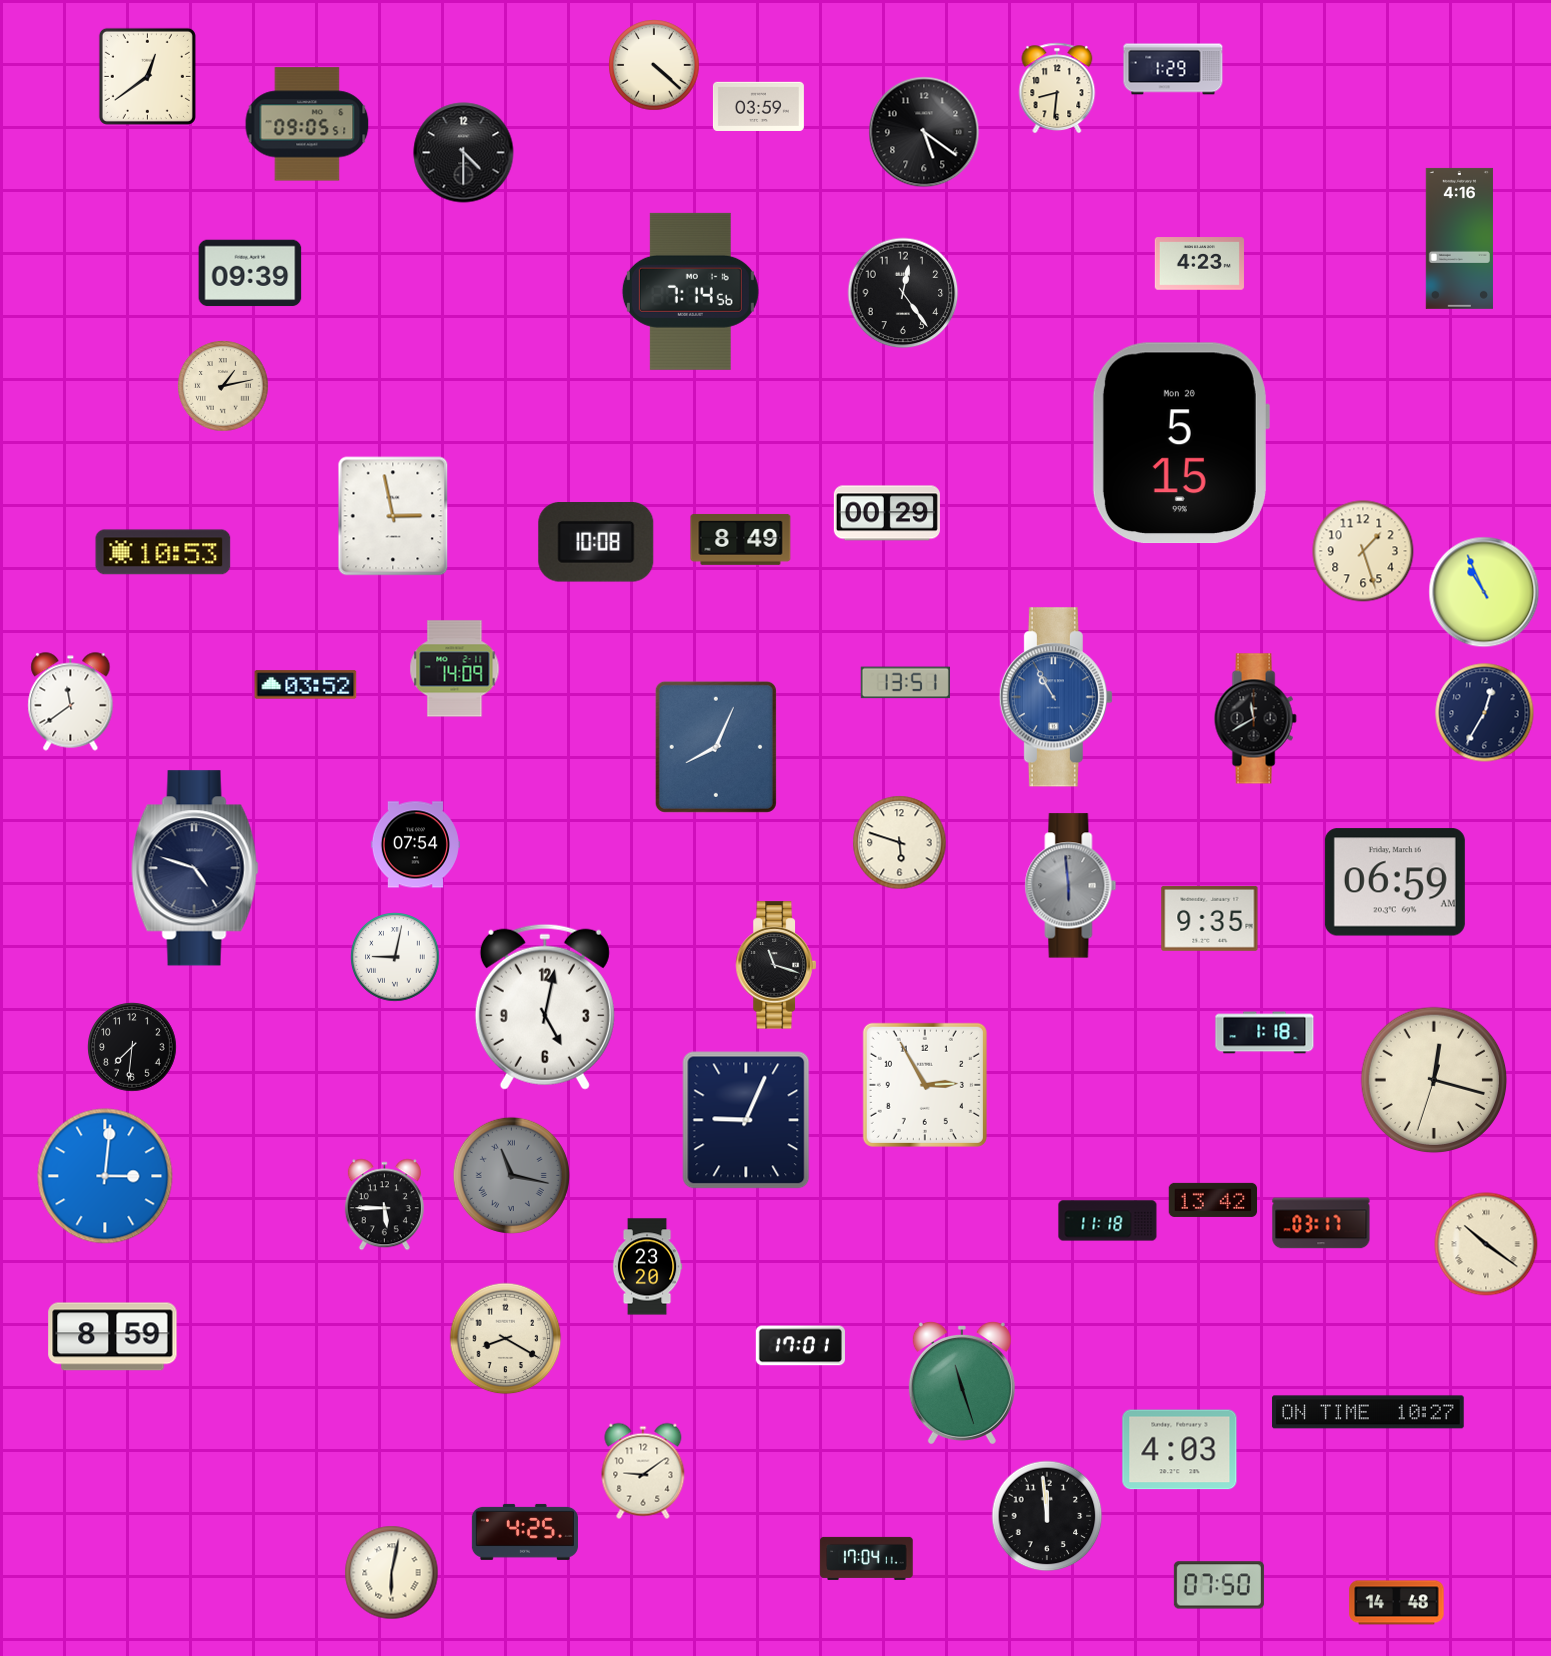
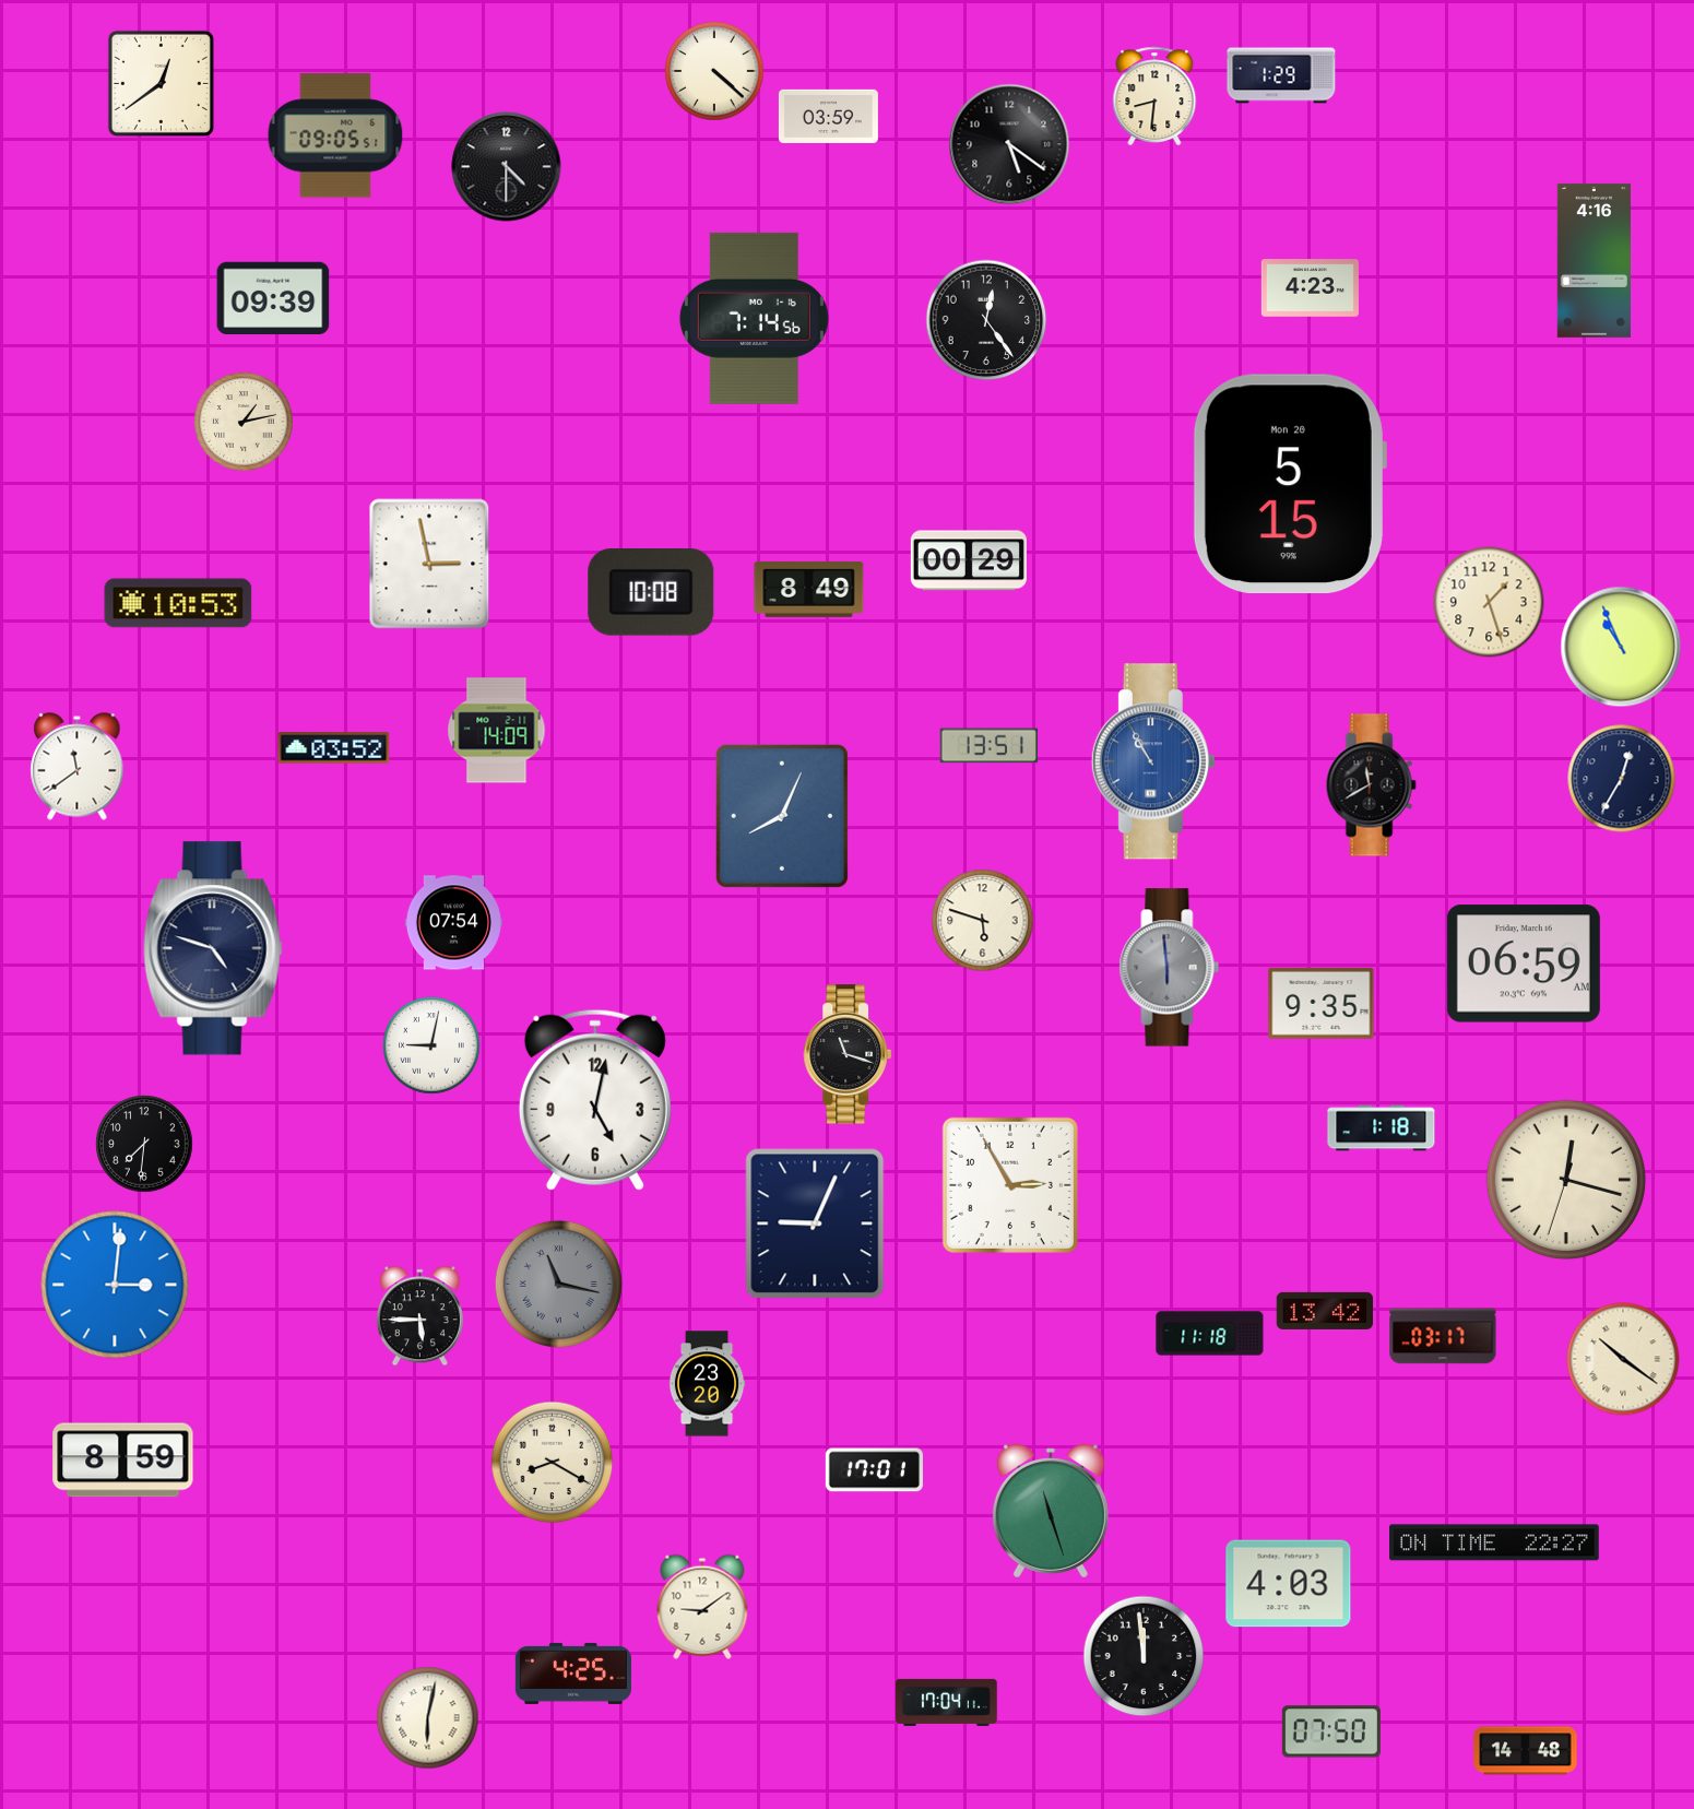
clock at (1368, 1412): 10:27 -> 22:27
